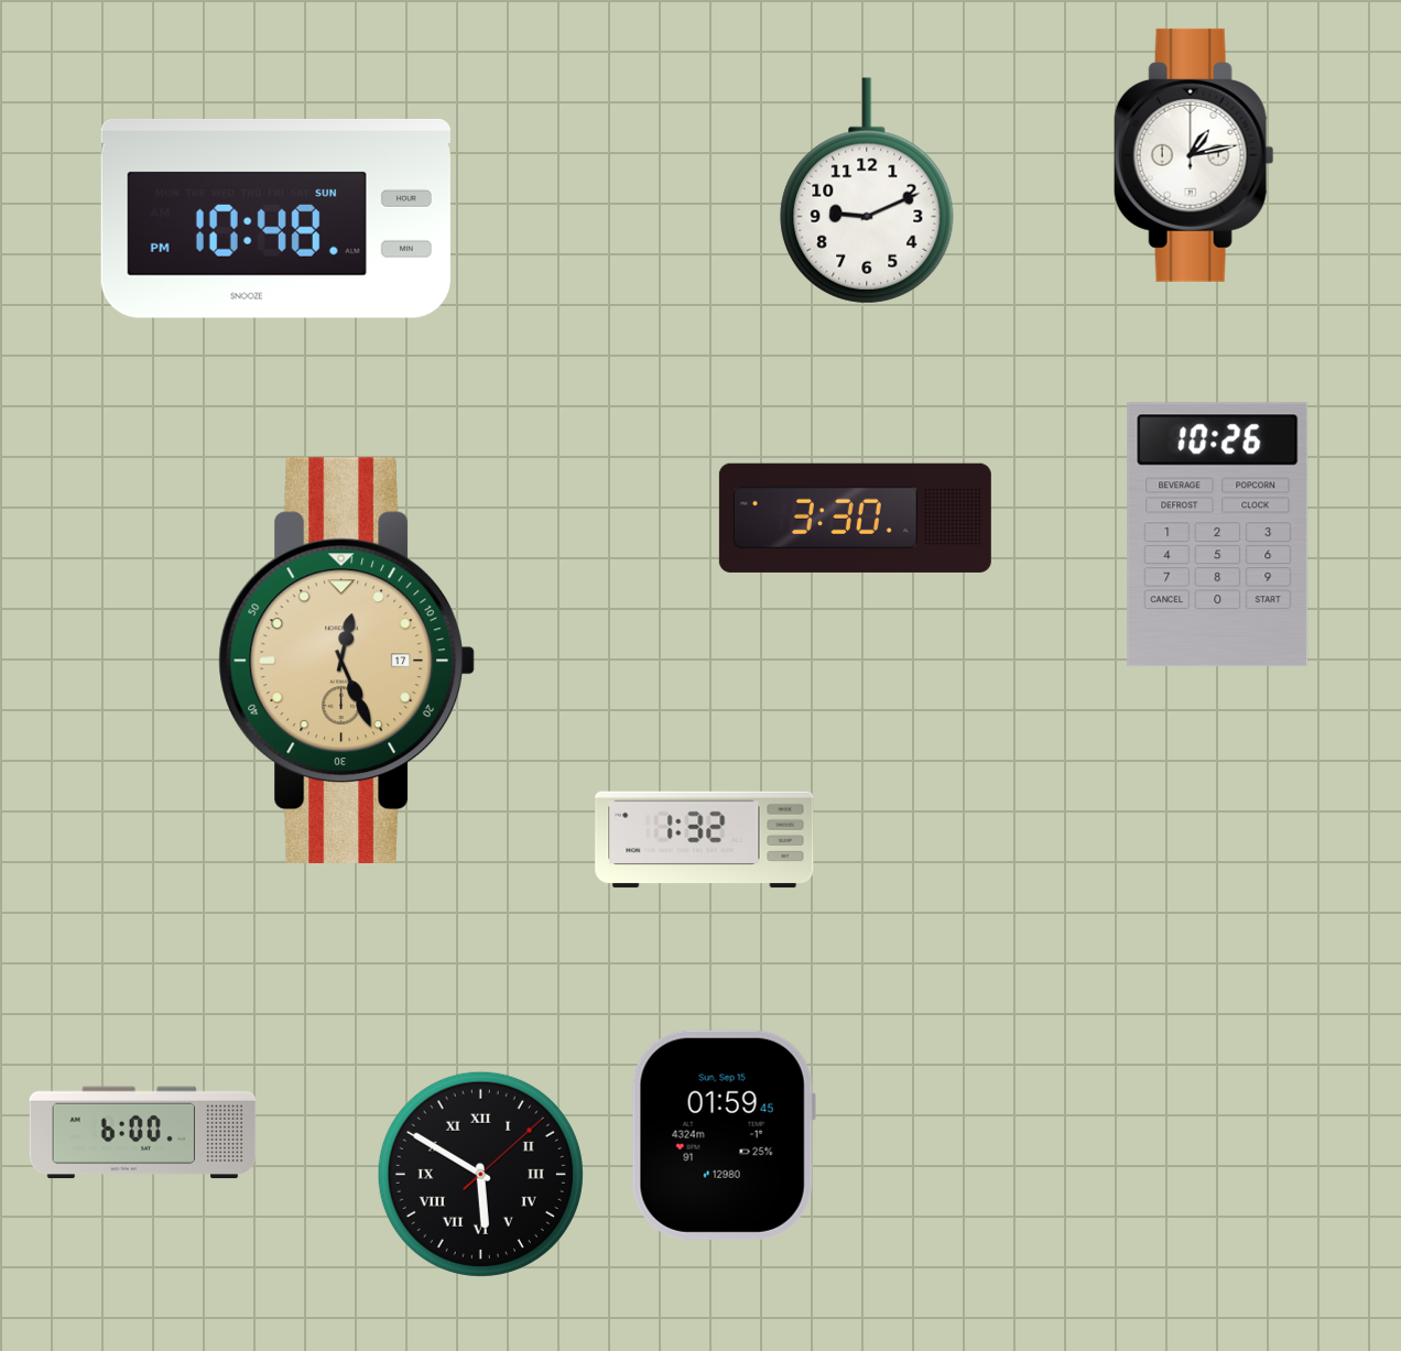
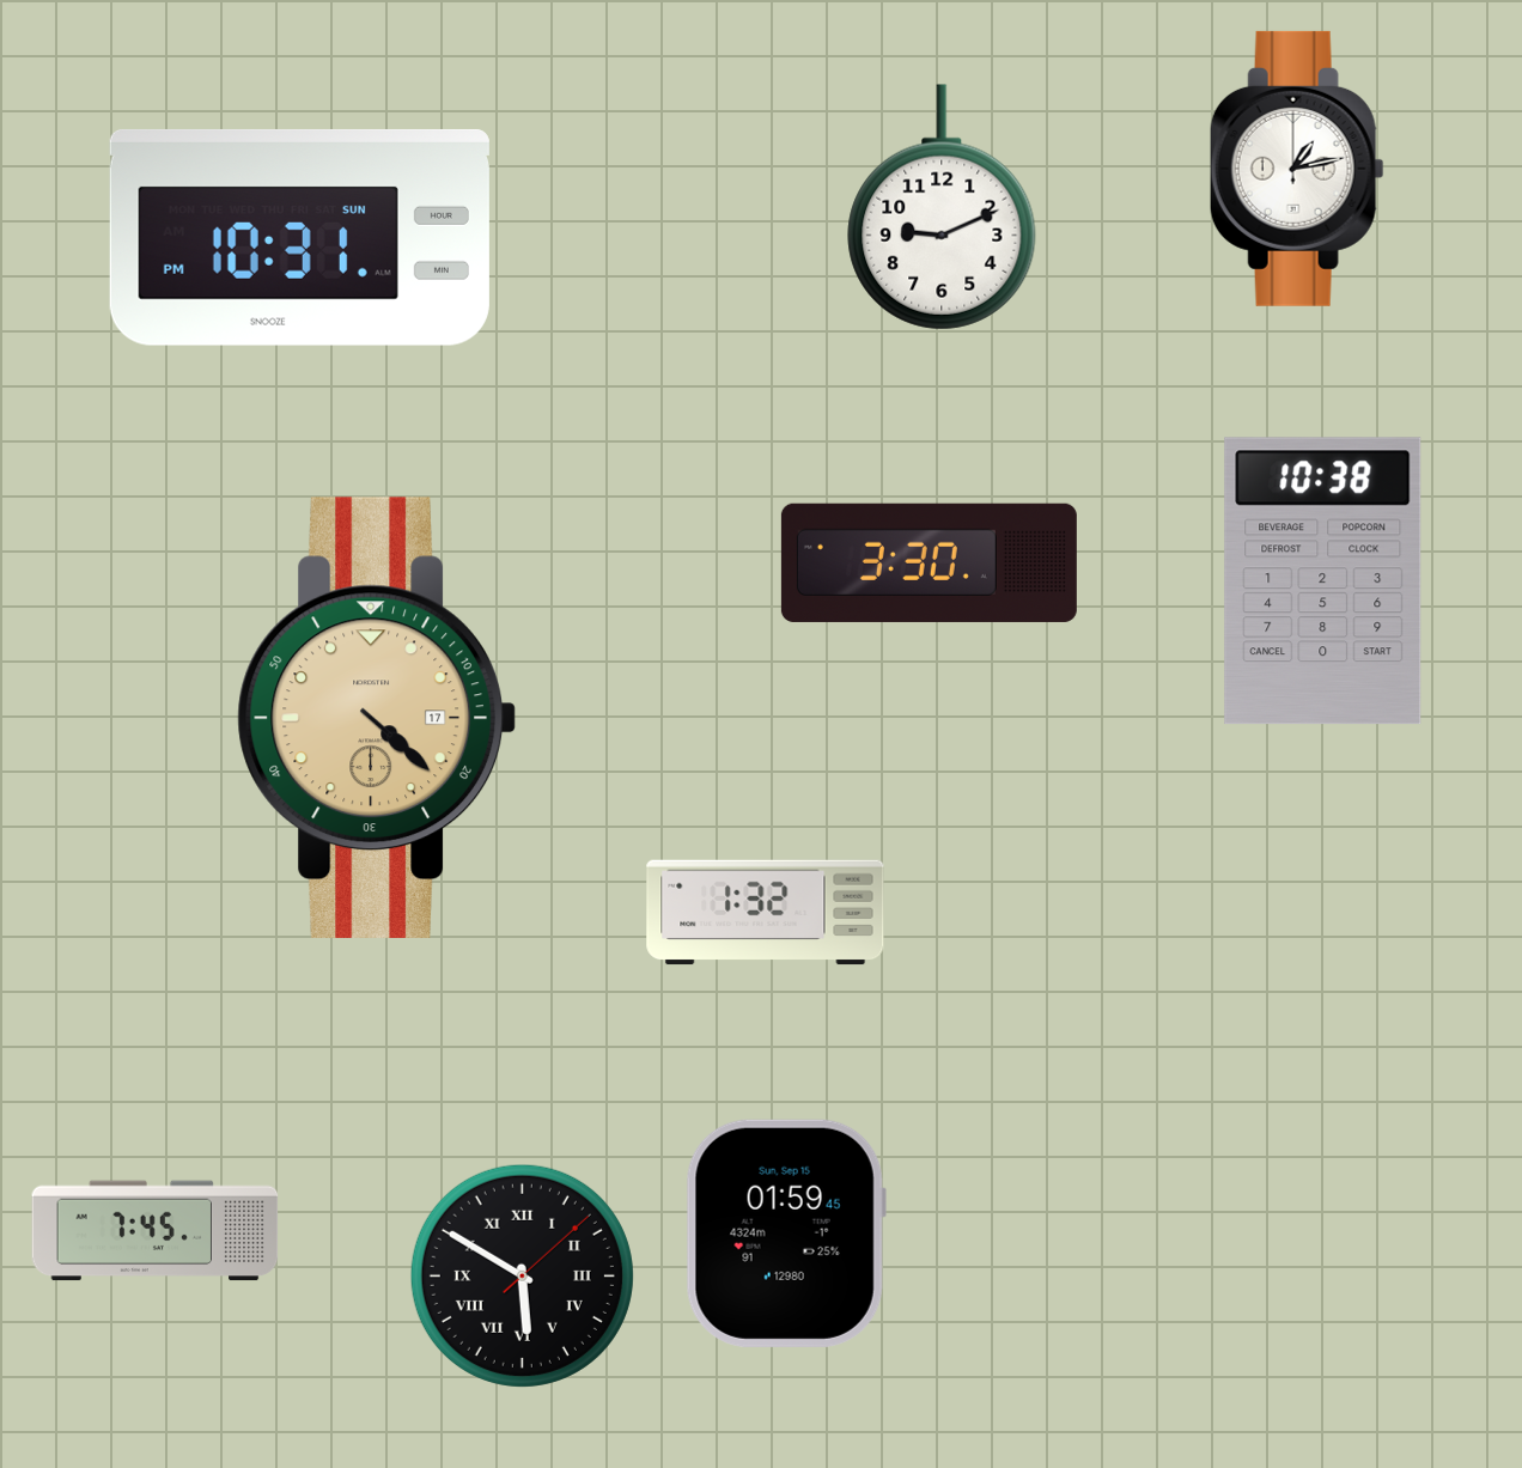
clock at (275, 218): 10:48 -> 10:31
clock at (1218, 535): 10:26 -> 10:38
clock at (347, 661): 12:26 -> 4:22
clock at (143, 1133): 6:00 -> 7:45
